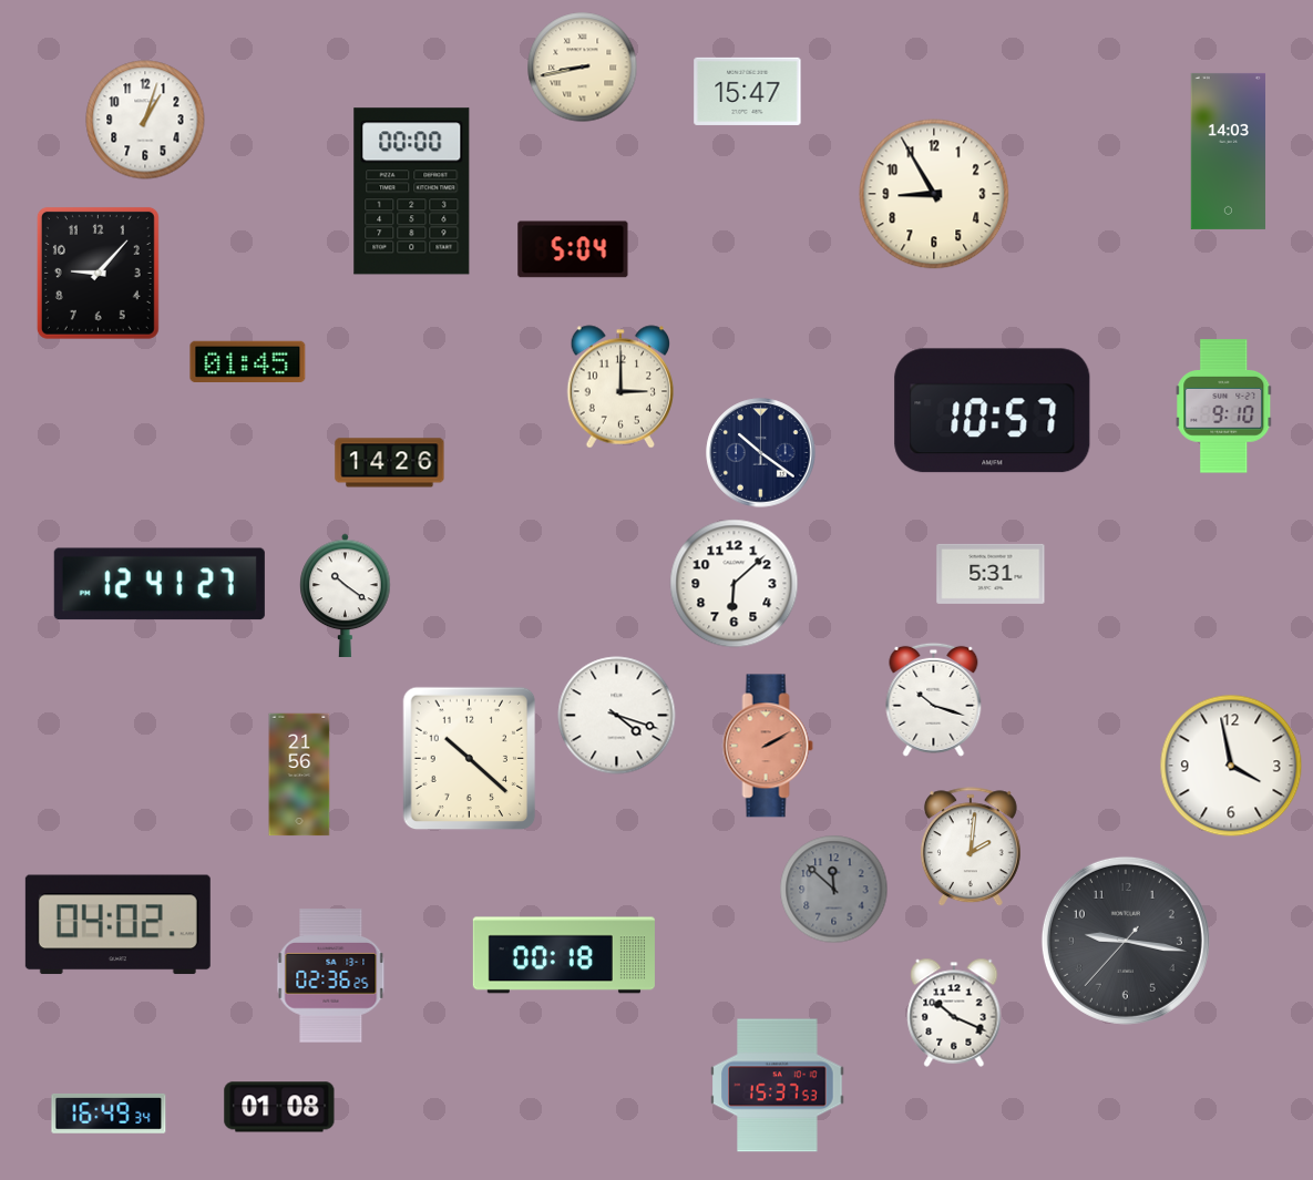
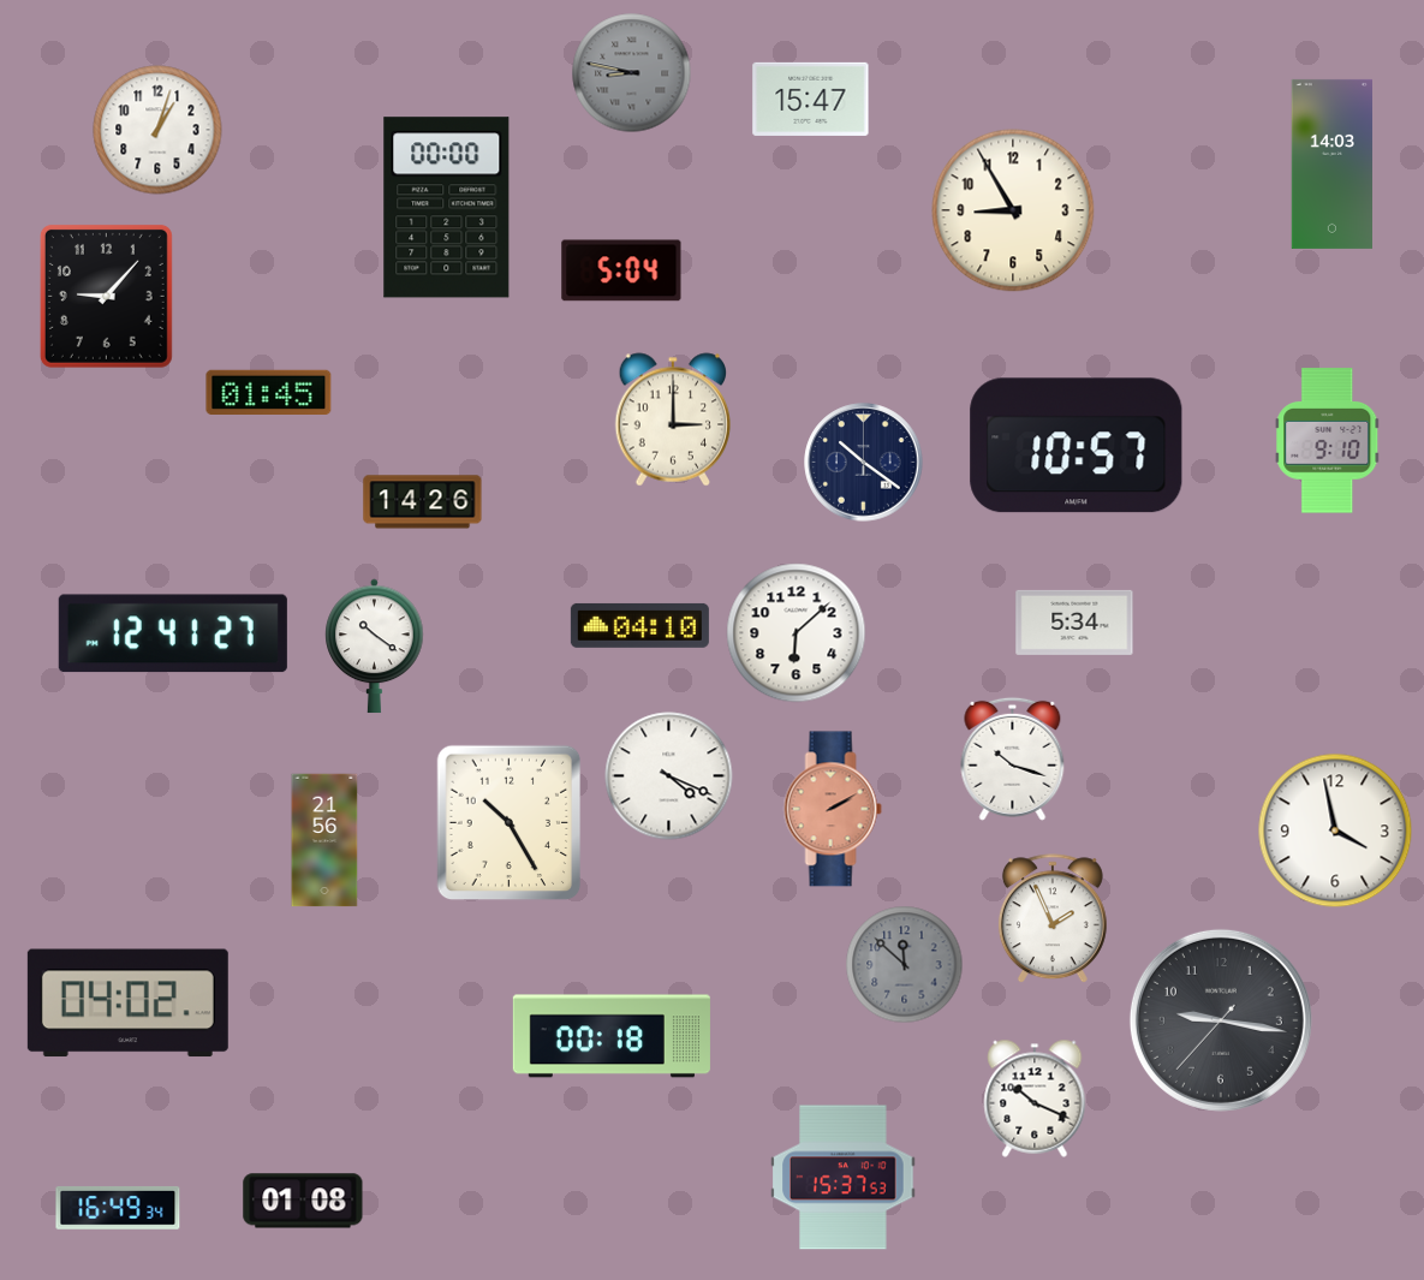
clock at (583, 68): 8:43 -> 8:47
clock at (583, 68) dial: cream -> grey
clock at (761, 453) position: (761, 453) -> (864, 463)
clock at (991, 574): 5:31 -> 5:34
clock at (639, 625): none -> 04:10
clock at (617, 716): 4:18 -> 4:19
clock at (470, 759): 10:22 -> 10:25
clock at (971, 848): 2:01 -> 1:56
clock at (331, 976): 02:36 -> none
